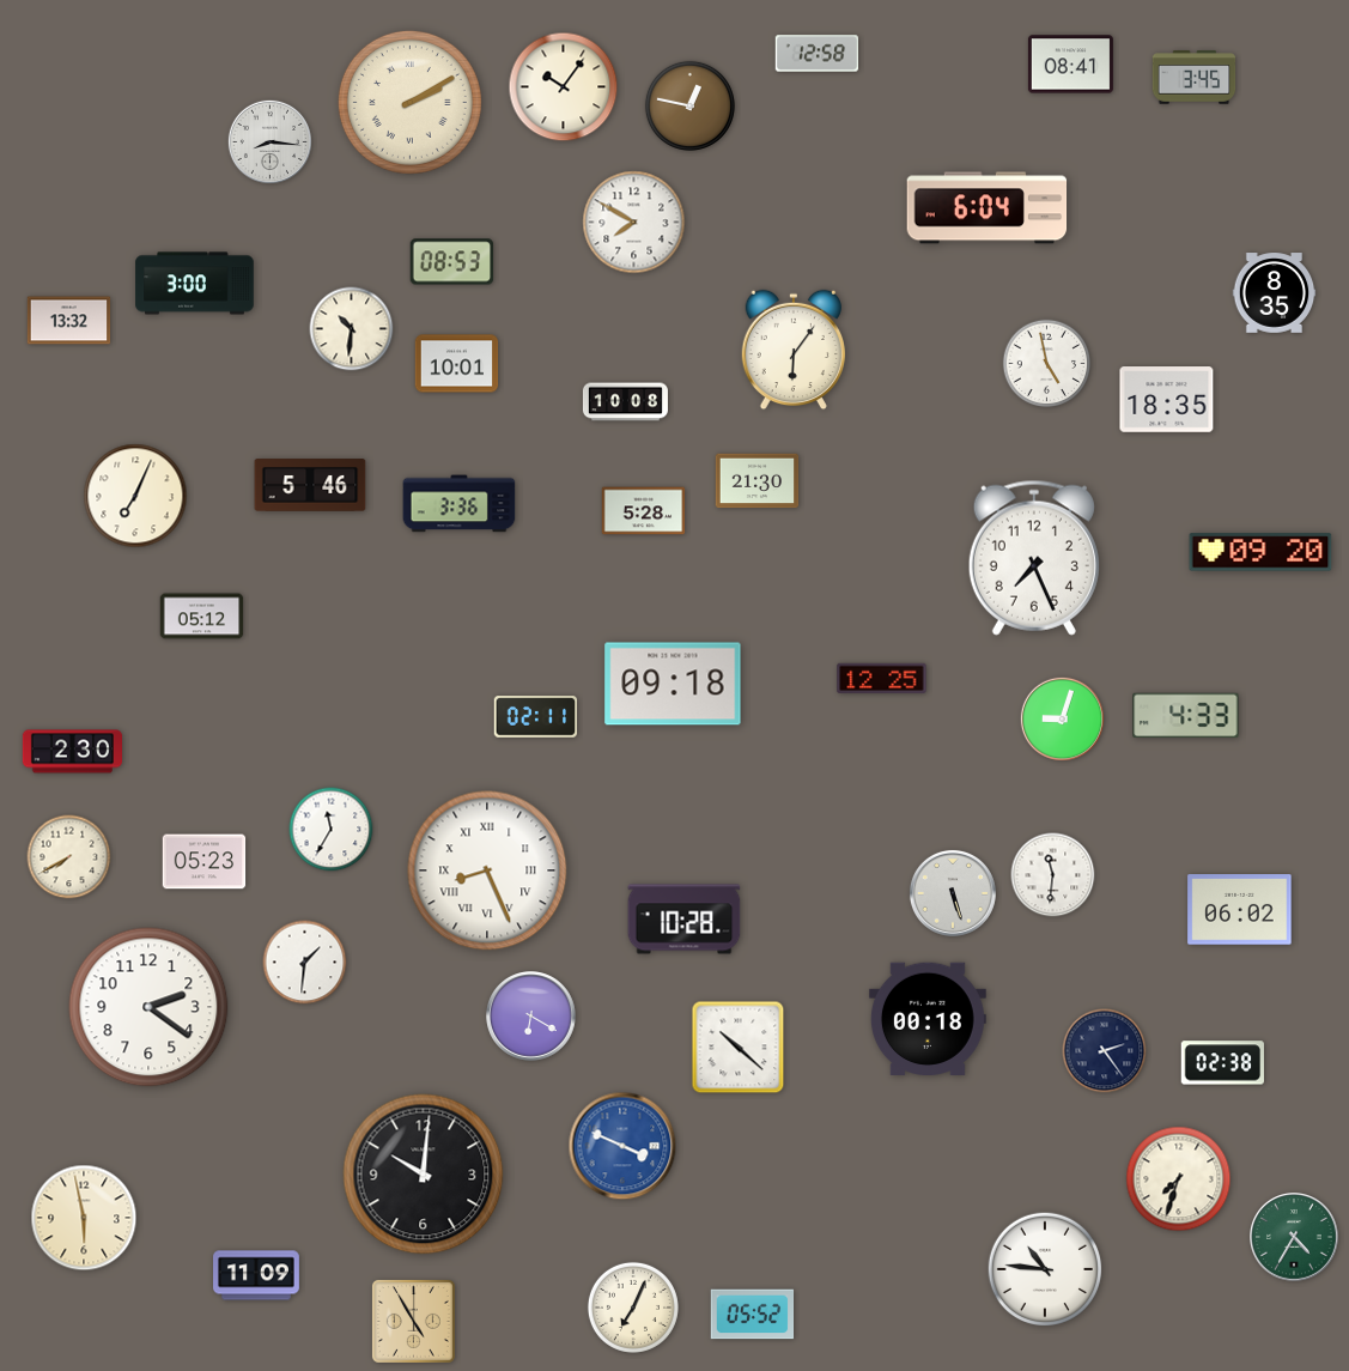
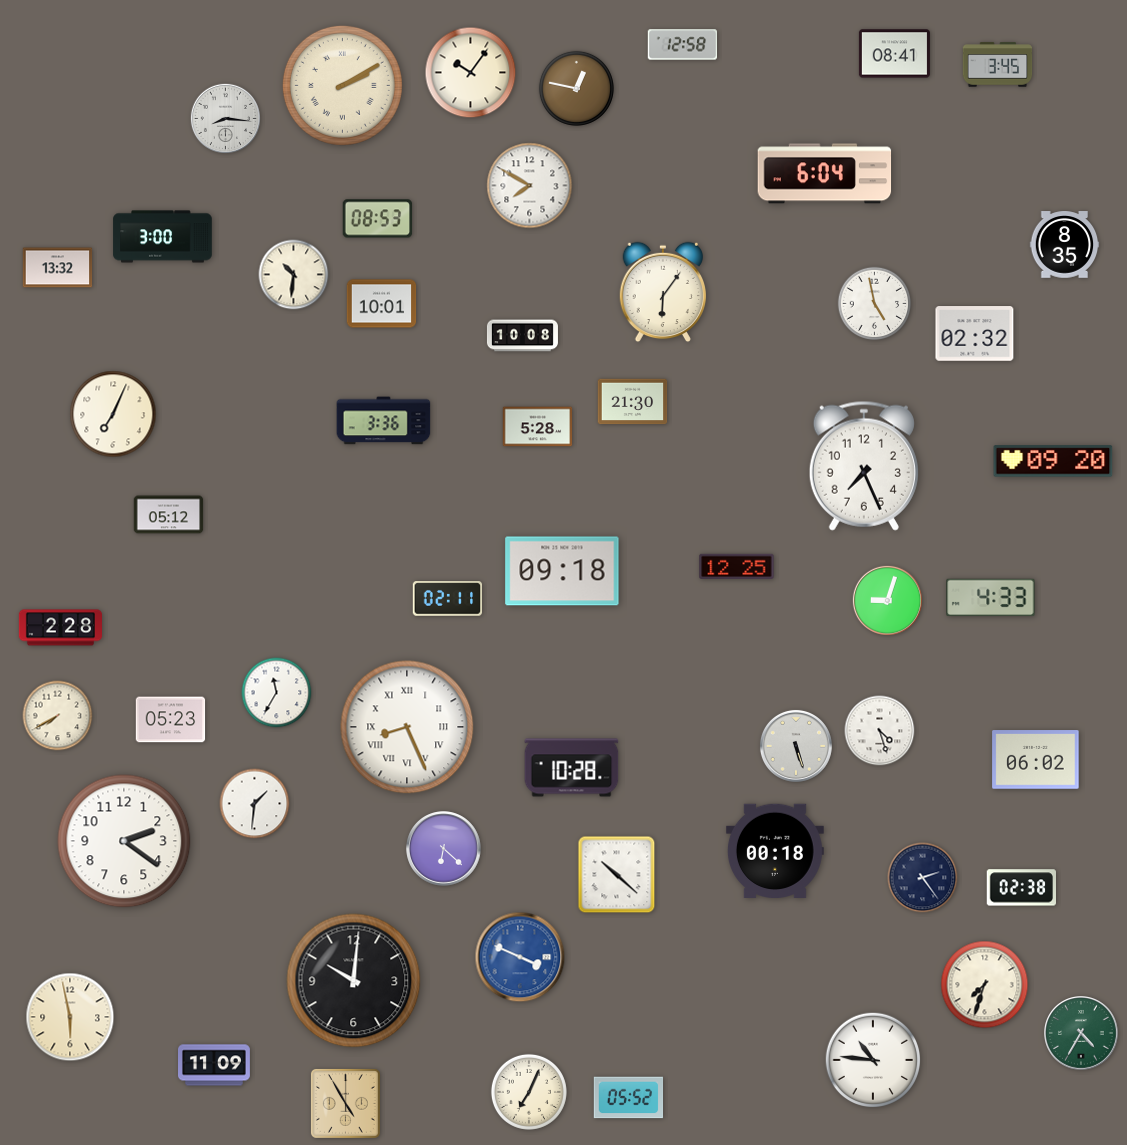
clock at (1167, 400): 18:35 -> 02:32
clock at (310, 485): 5:46 -> none
clock at (72, 752): 2:30 -> 2:28
clock at (1053, 875): 11:31 -> 4:27
clock at (531, 1017): 6:20 -> 6:22
